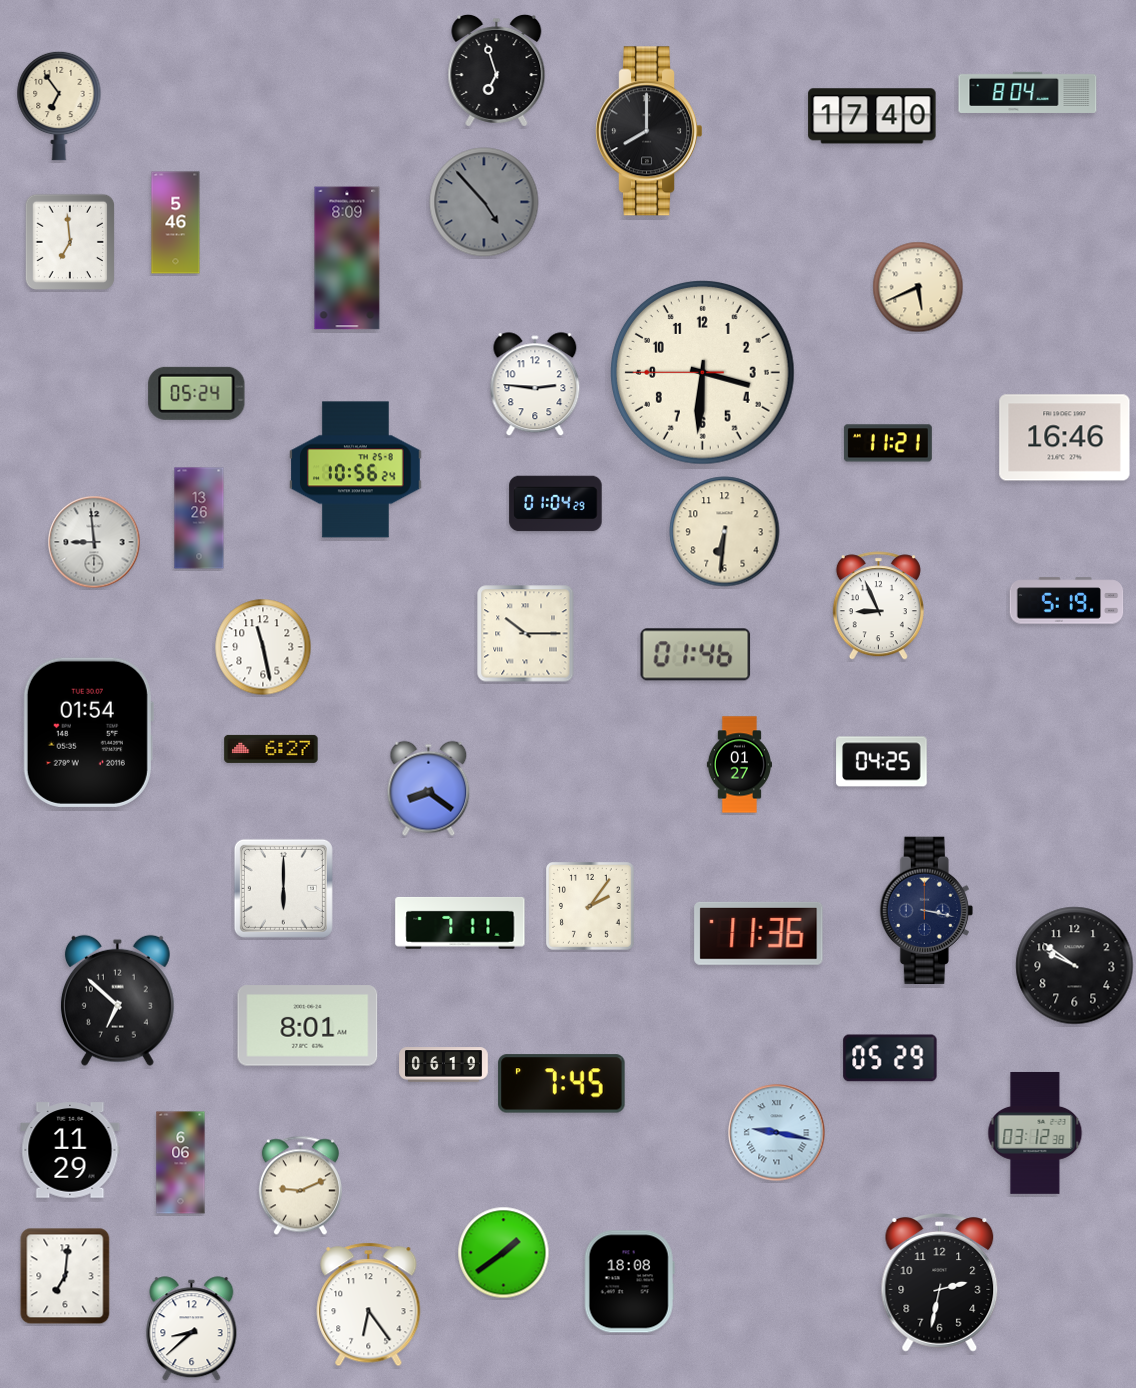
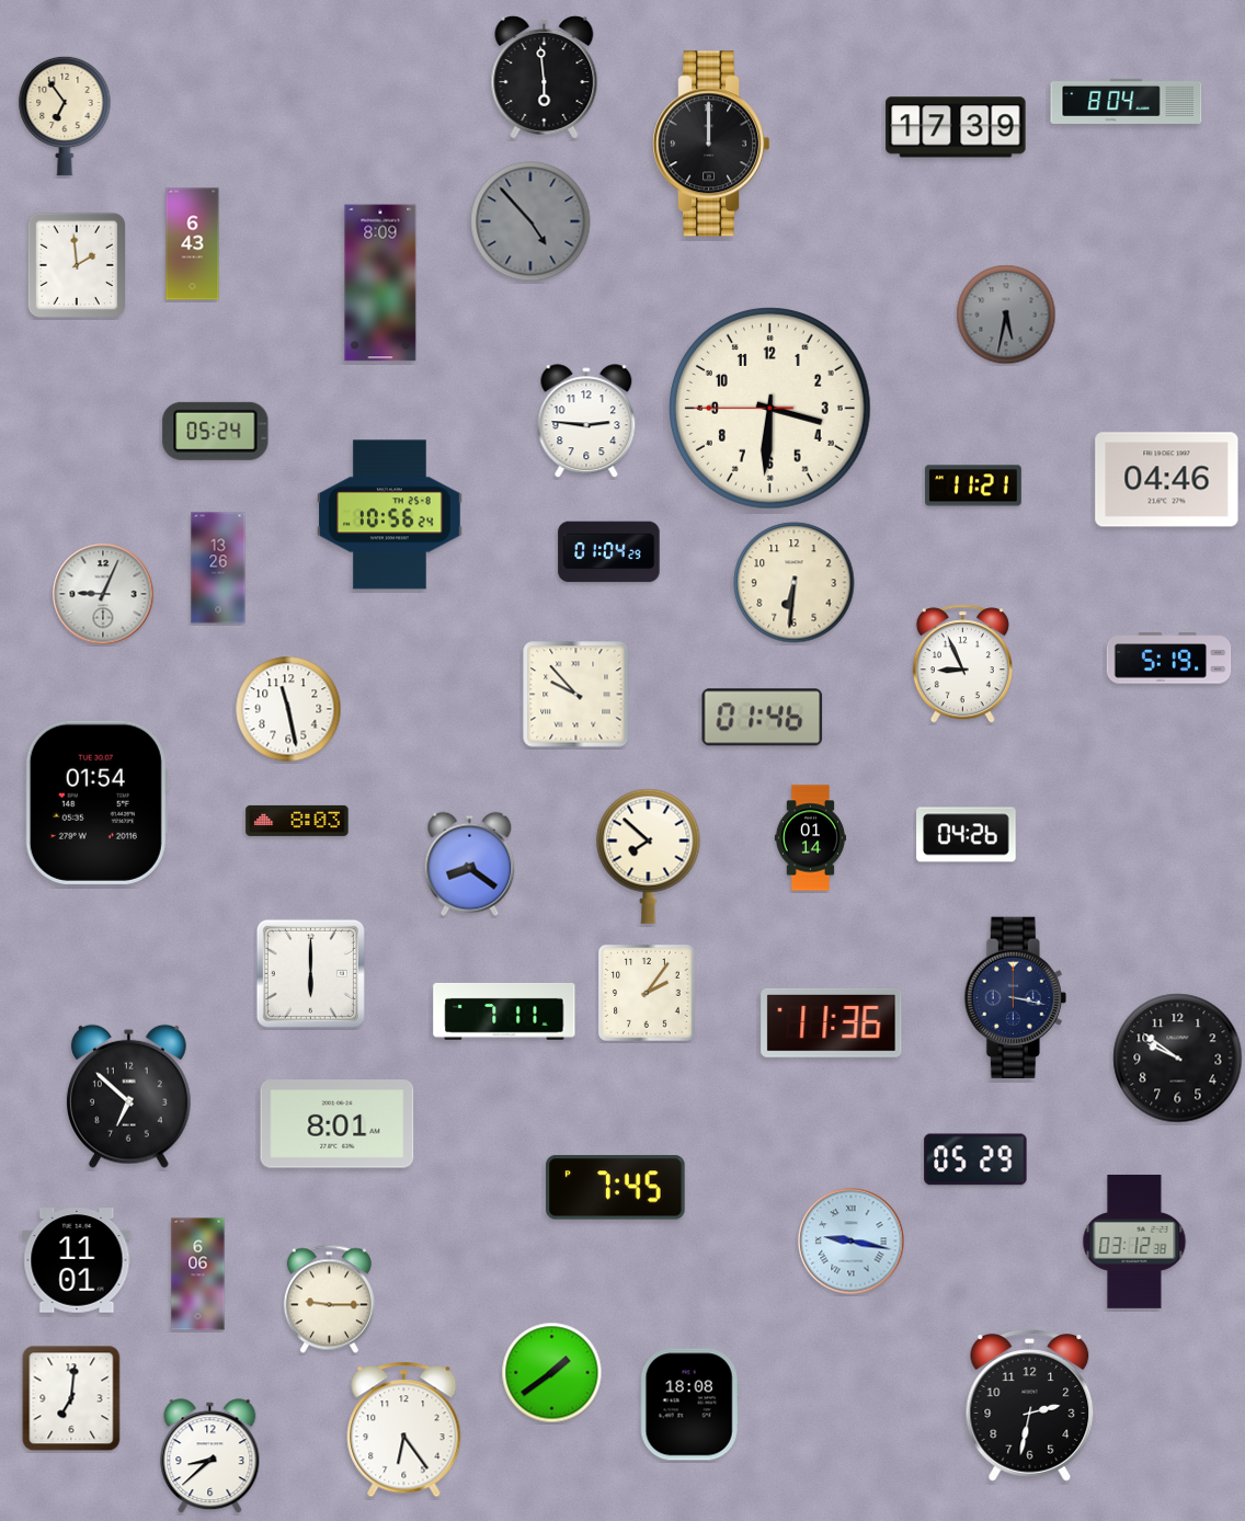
clock at (497, 70): 6:57 -> 5:59
clock at (872, 116): 17:40 -> 17:39
clock at (650, 131): 8:00 -> 12:00
clock at (176, 223): 5:46 -> 6:43
clock at (69, 241): 6:59 -> 1:59
clock at (918, 287): 5:41 -> 5:32
clock at (918, 287) dial: cream -> grey
clock at (1065, 438): 16:46 -> 04:46
clock at (94, 542): 8:59 -> 9:04
clock at (526, 634): 10:15 -> 9:53
clock at (271, 749): 6:27 -> 8:03
clock at (882, 762): 04:25 -> 04:26
clock at (739, 765): 01:27 -> 01:14
clock at (649, 856): none -> 7:52
clock at (444, 1065): 06:19 -> none
clock at (70, 1150): 11:29 -> 11:01
clock at (300, 1186): 9:11 -> 9:15
